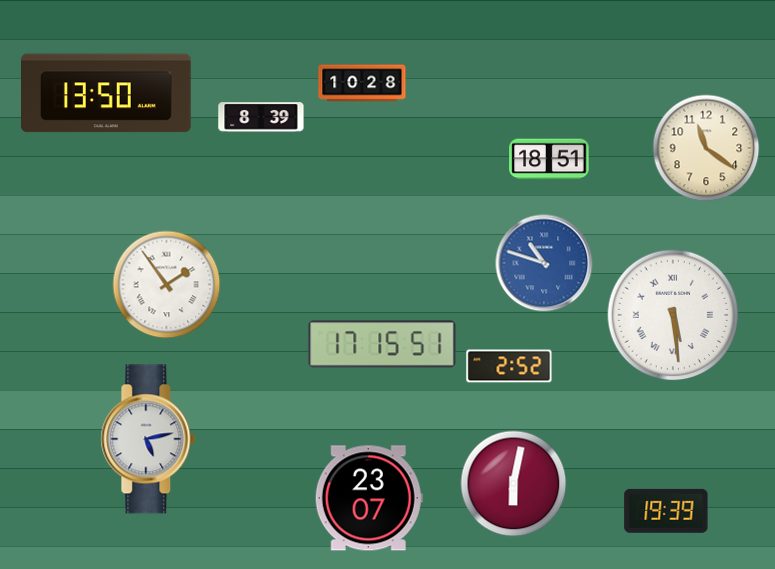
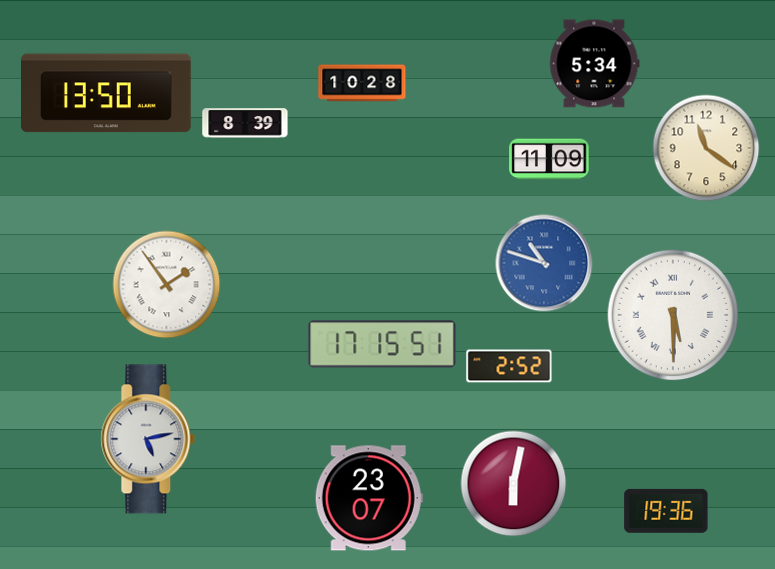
clock at (595, 64): none -> 5:34
clock at (261, 117) position: (261, 117) -> (245, 123)
clock at (549, 159): 18:51 -> 11:09
clock at (673, 315): 5:29 -> 5:30
clock at (666, 511): 19:39 -> 19:36
